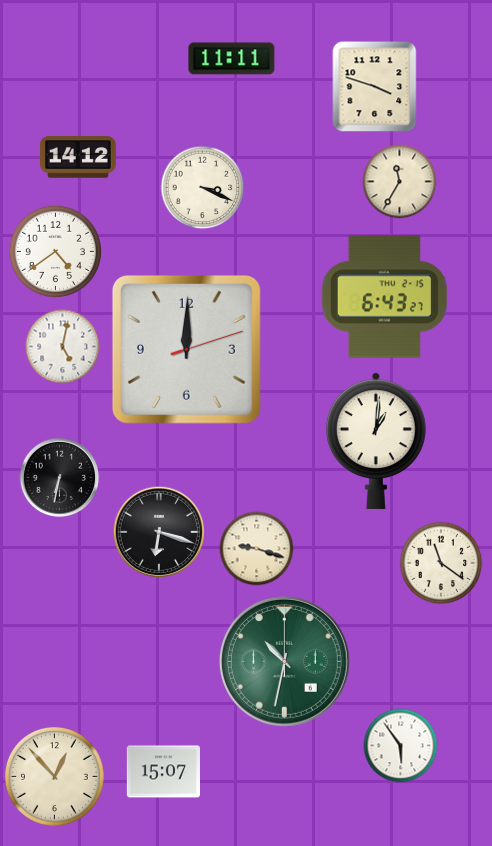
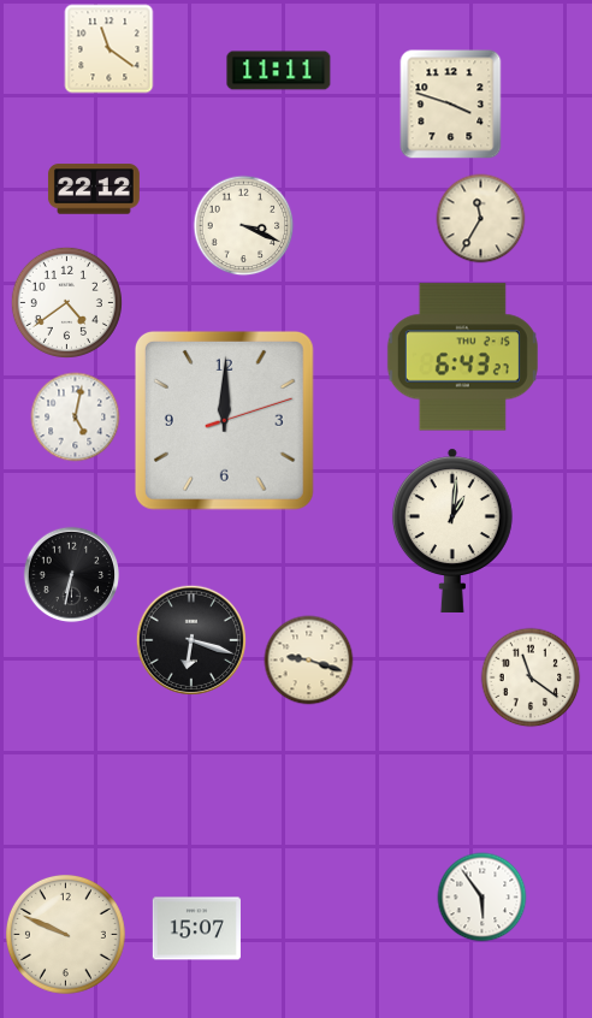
clock at (109, 49): none -> 11:21
clock at (78, 157): 14:12 -> 22:12
clock at (284, 661): 10:32 -> none
clock at (54, 776): 12:53 -> 9:49
